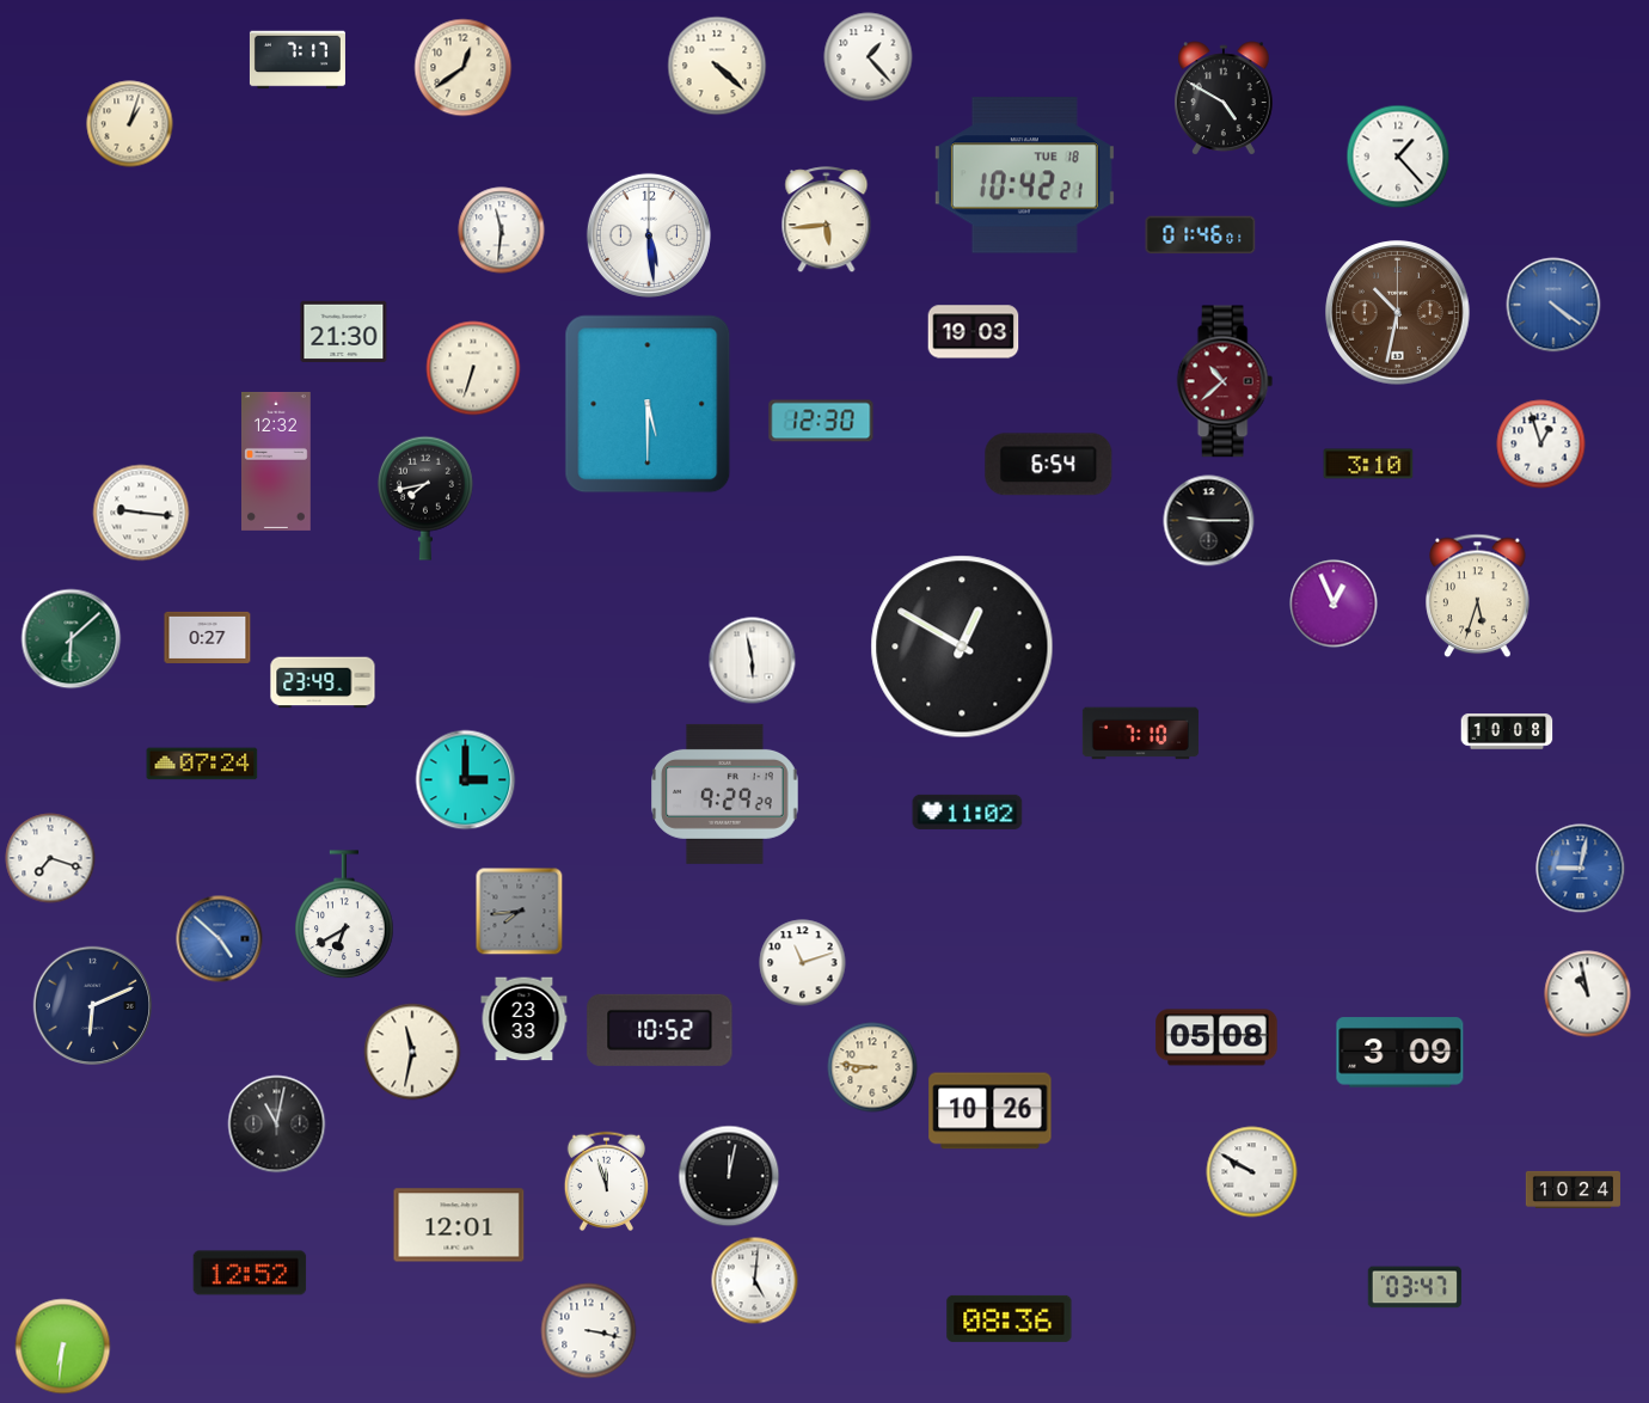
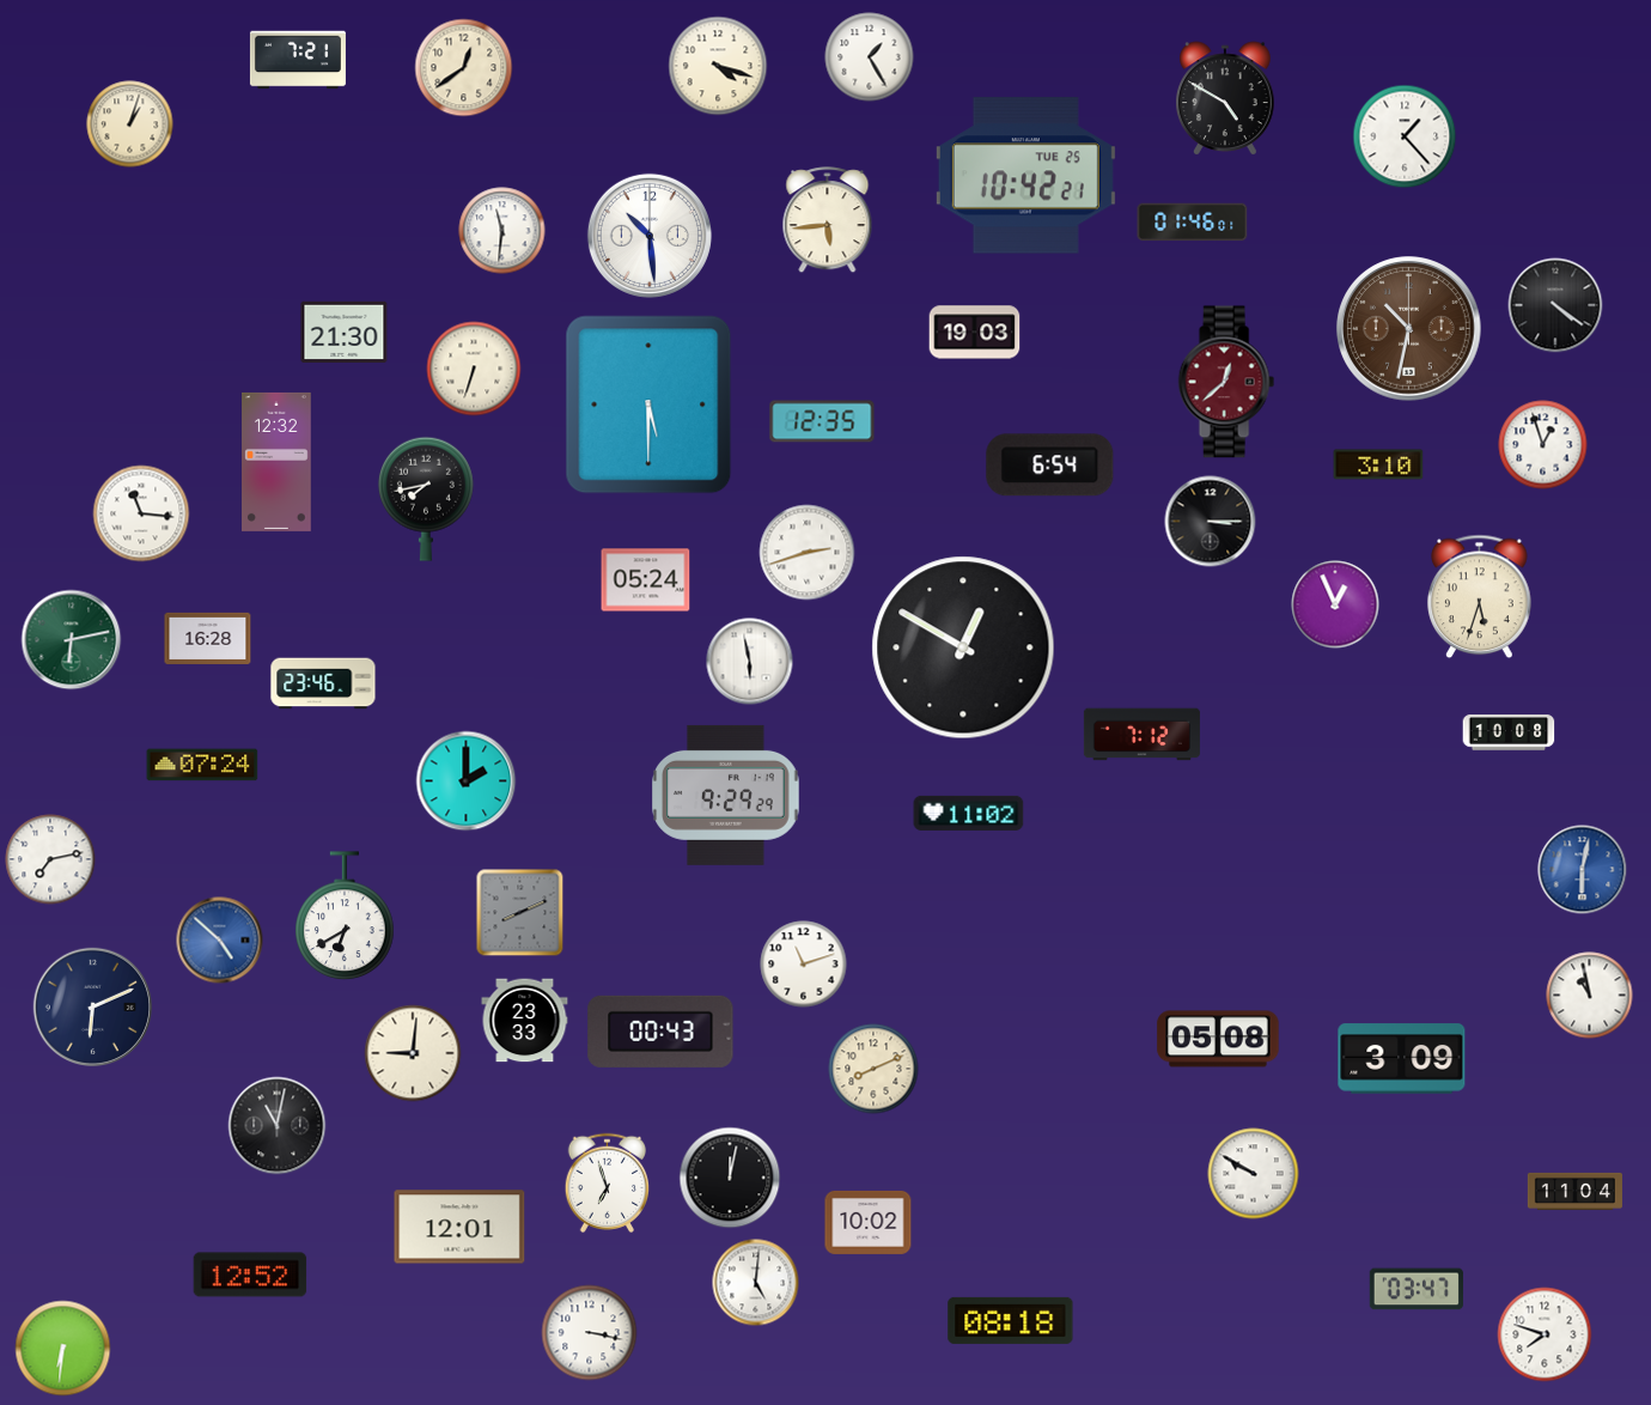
clock at (869, 57): 1:23 -> 1:25
clock at (298, 60): 7:17 -> 7:21
clock at (717, 66): 4:22 -> 4:18
clock at (1398, 157) position: (1398, 157) -> (1405, 136)
clock at (1024, 176) date: TUE 18 -> TUE 25
clock at (649, 235): 5:29 -> 10:29
clock at (1201, 235) position: (1201, 235) -> (1193, 223)
clock at (1553, 305) dial: blue -> black
clock at (1398, 313) position: (1398, 313) -> (1409, 329)
clock at (1225, 381): 10:38 -> 12:38
clock at (821, 421): 12:30 -> 12:35
clock at (1368, 464) position: (1368, 464) -> (1378, 464)
clock at (141, 513): 9:16 -> 11:16
clock at (1209, 521): 9:15 -> 3:15
clock at (808, 553): none -> 2:42
clock at (646, 580): none -> 05:24
clock at (208, 637): 0:27 -> 16:28
clock at (72, 639): 6:08 -> 6:13
clock at (753, 661) position: (753, 661) -> (750, 662)
clock at (323, 682): 23:49 -> 23:46
clock at (1140, 734): 7:10 -> 7:12
clock at (466, 780): 3:00 -> 2:00
clock at (50, 858): 7:18 -> 7:13
clock at (1581, 869): 9:02 -> 6:02
clock at (520, 912): 7:44 -> 8:11
clock at (660, 1030): 10:52 -> 00:43
clock at (412, 1052): 11:32 -> 9:01
clock at (1400, 1053) position: (1400, 1053) -> (1402, 1059)
clock at (872, 1067): 8:46 -> 8:11
clock at (991, 1111): 10:26 -> none
clock at (606, 1181): 11:57 -> 6:57
clock at (1573, 1189): 10:24 -> 11:04
clock at (869, 1222): none -> 10:02
clock at (1010, 1318): 08:36 -> 08:18
clock at (1545, 1334): none -> 7:48
